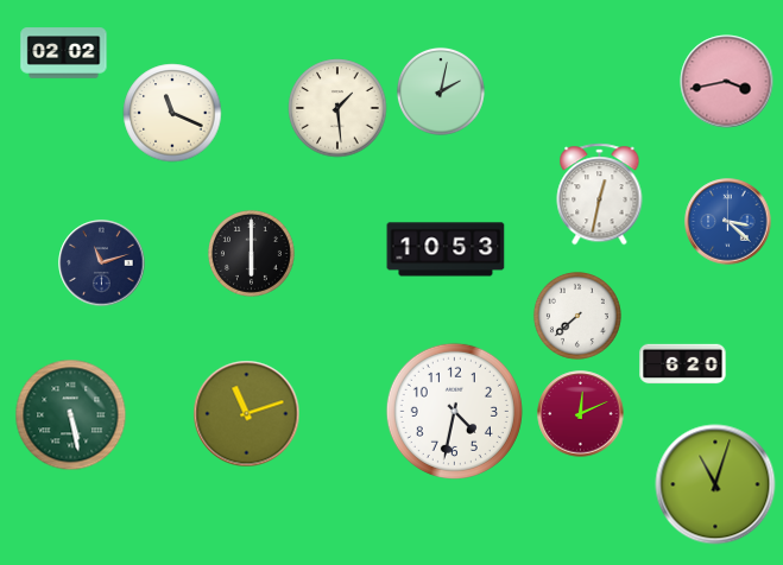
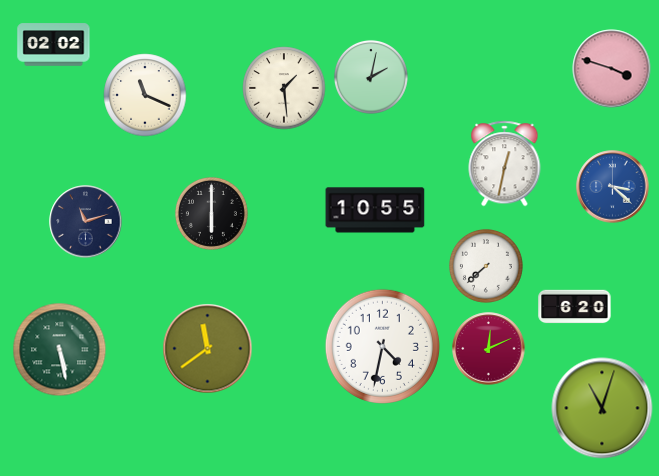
clock at (727, 82): 3:43 -> 3:48
clock at (337, 108) position: (337, 108) -> (284, 88)
clock at (446, 249): 10:53 -> 10:55
clock at (247, 414): 11:12 -> 11:39
